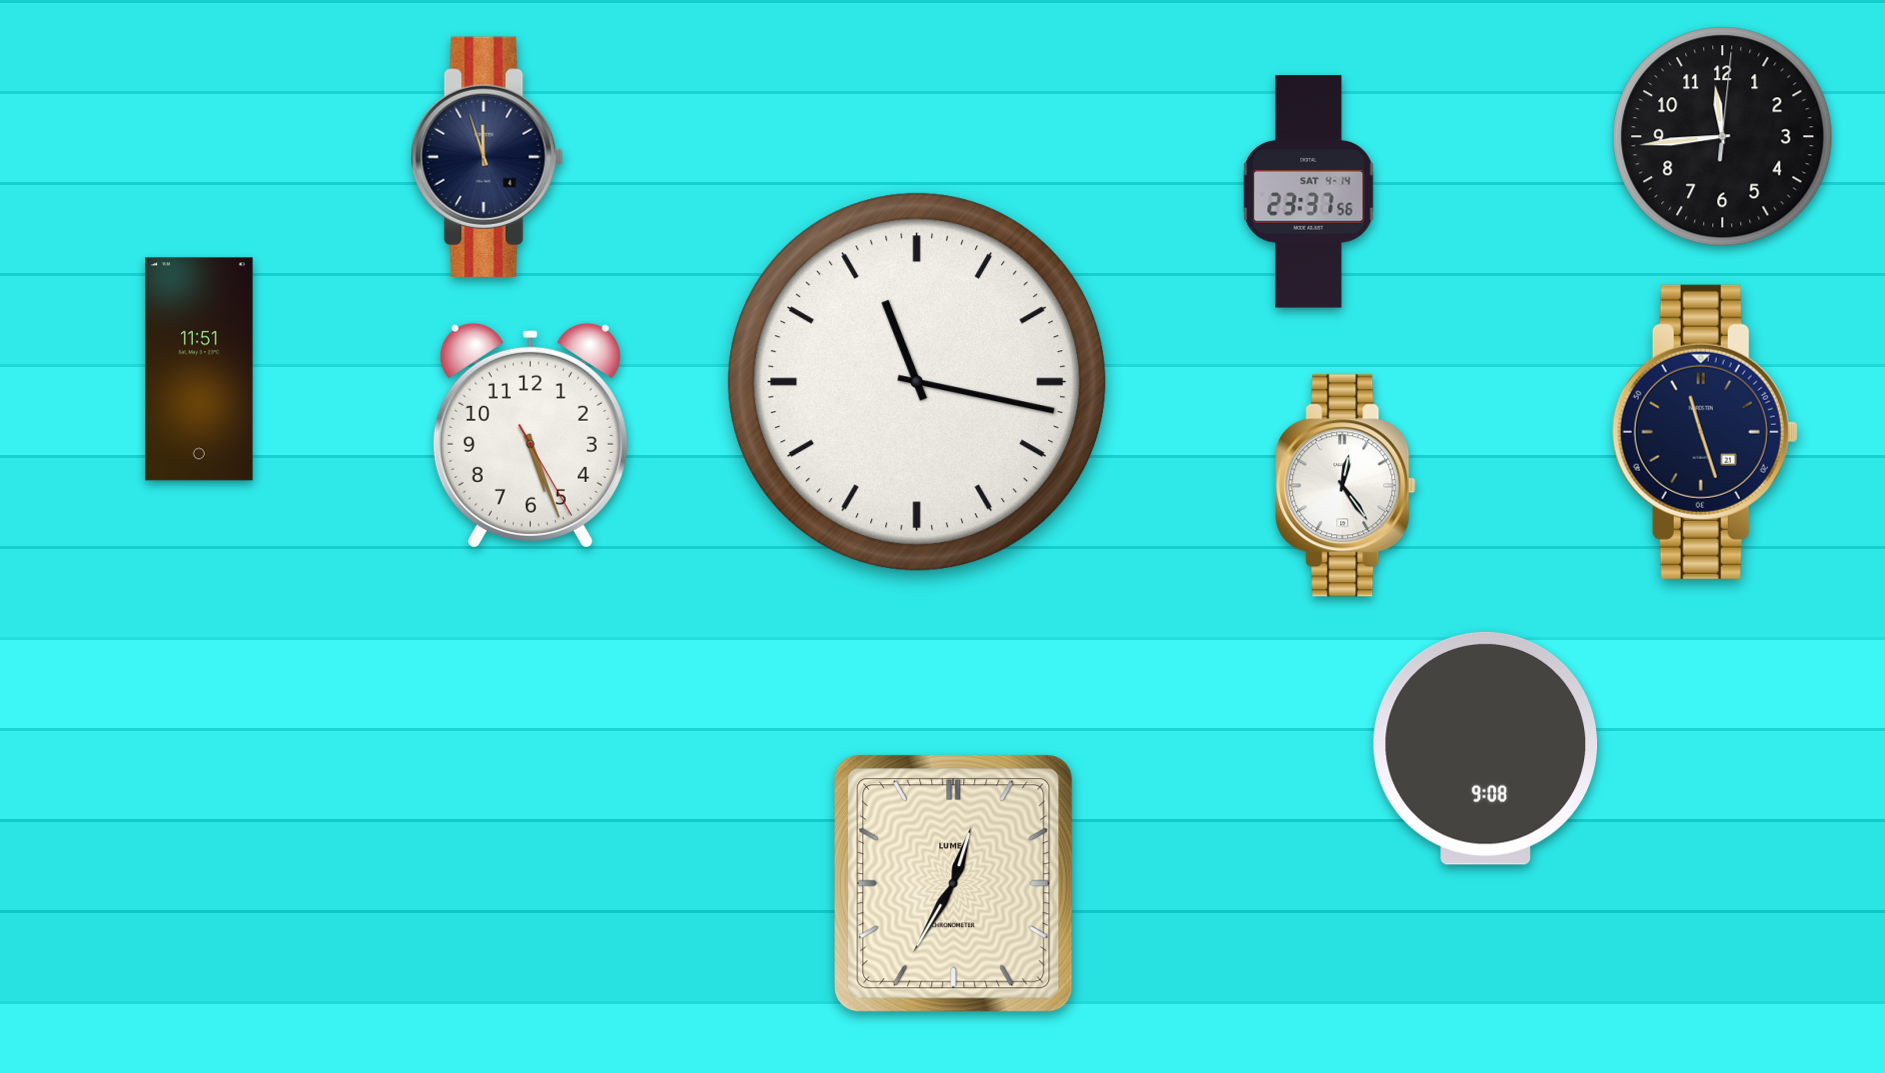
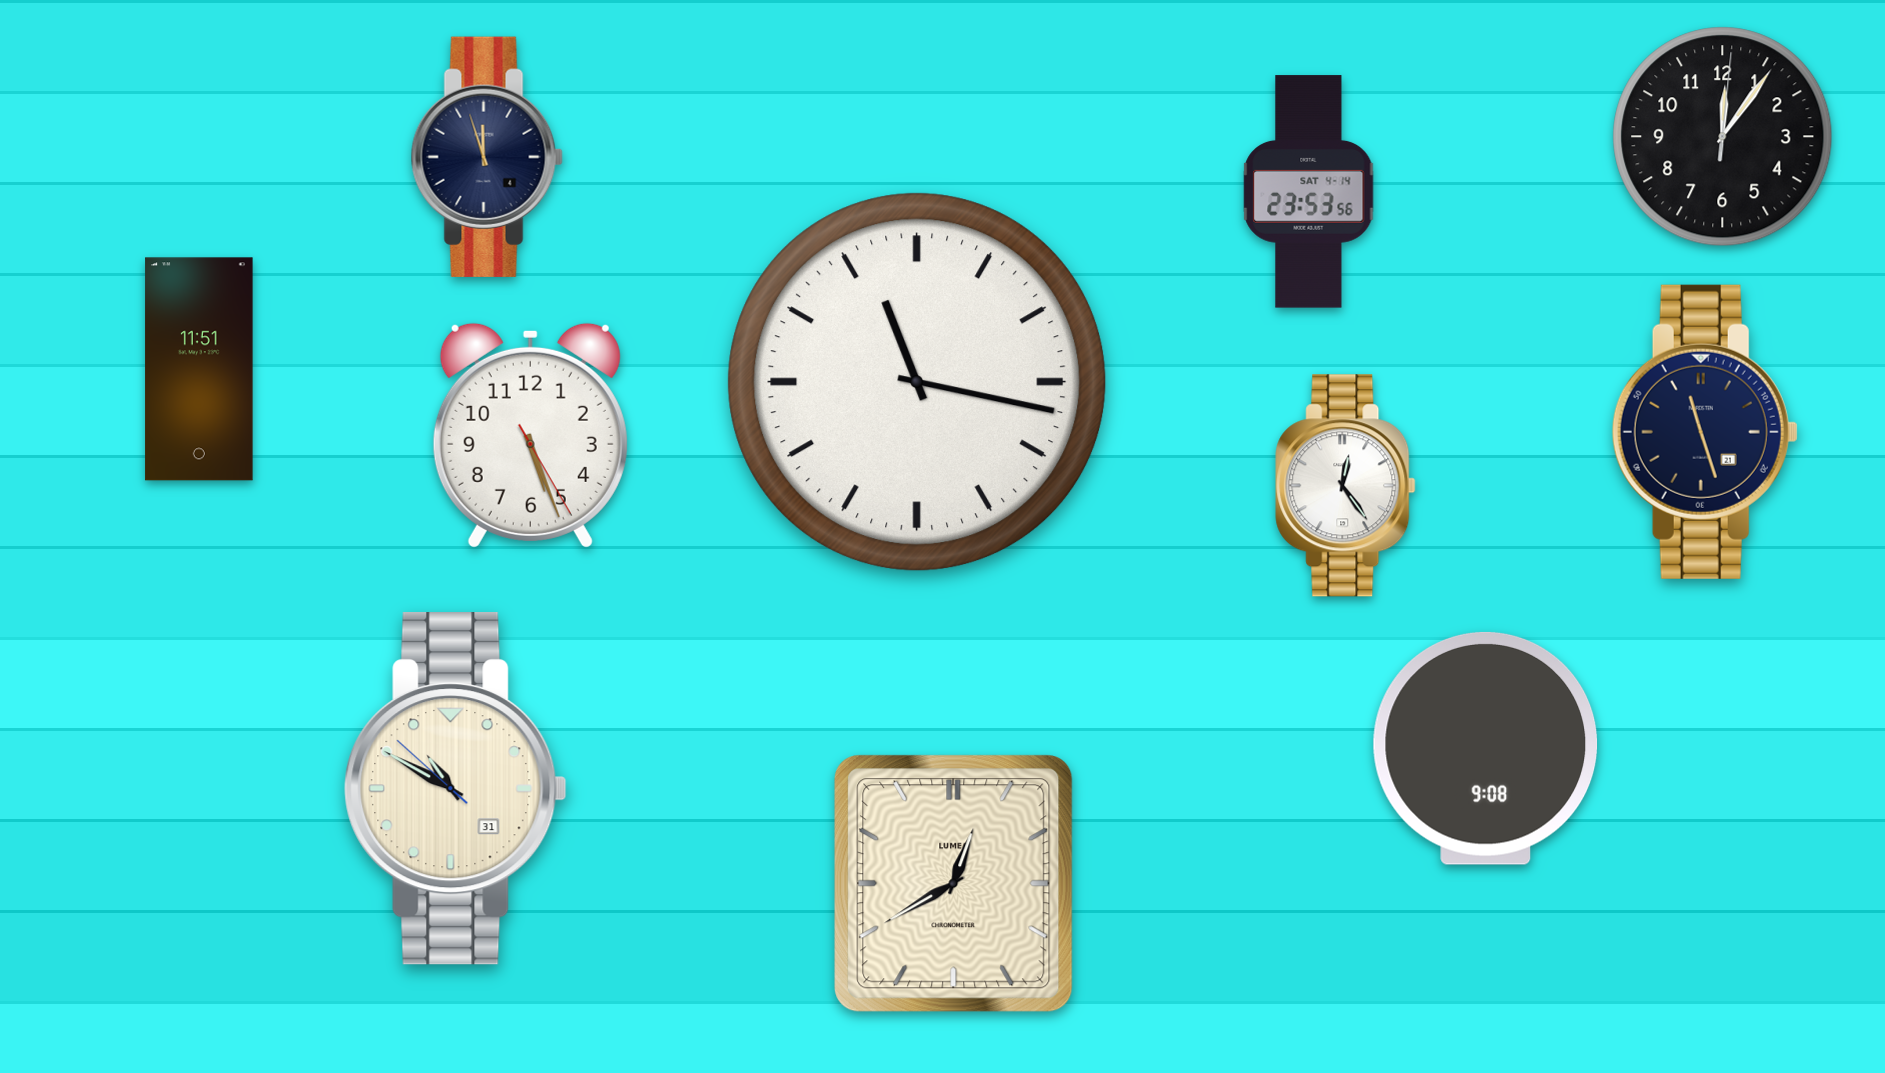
clock at (1723, 137): 11:44 -> 12:06
clock at (1309, 192): 23:37 -> 23:53
clock at (456, 789): none -> 10:49
clock at (954, 884): 12:35 -> 12:40
